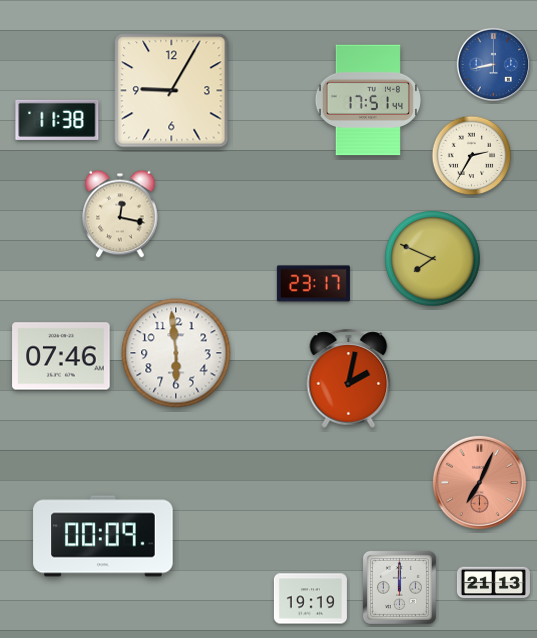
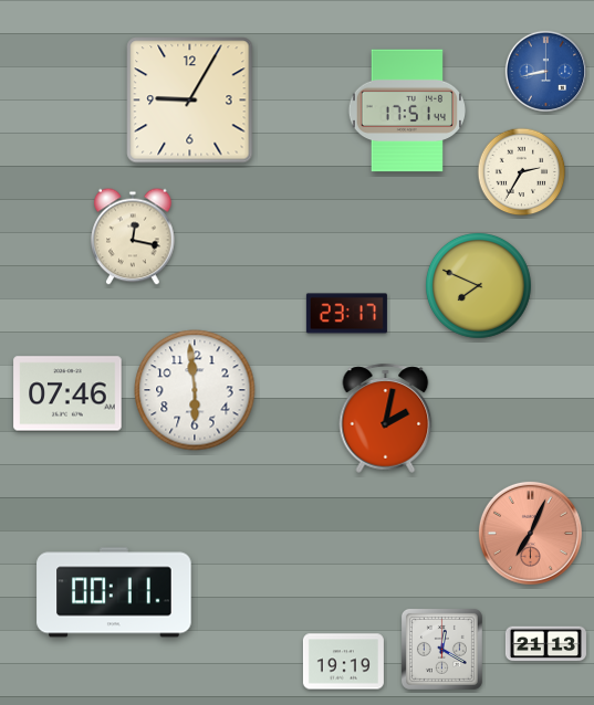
clock at (57, 120): 11:38 -> none
clock at (103, 536): 00:09 -> 00:11
clock at (399, 587): 12:00 -> 12:20
